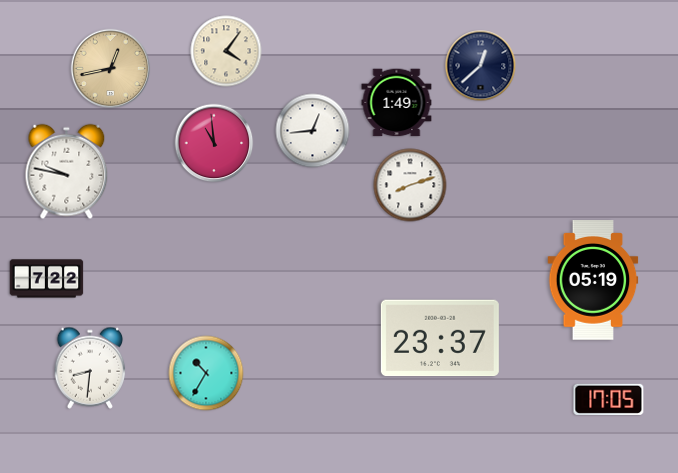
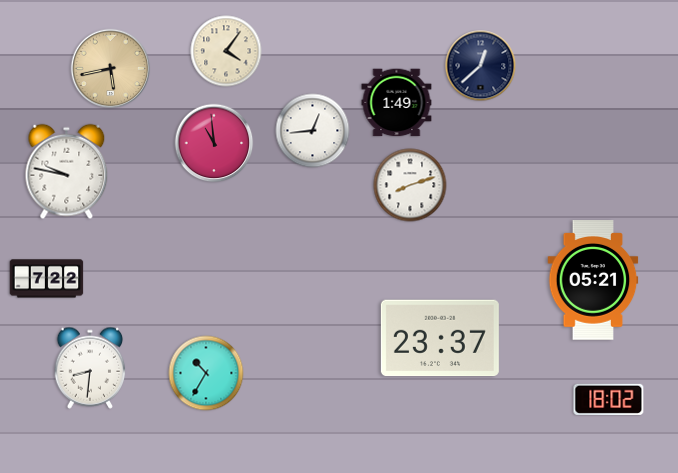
clock at (111, 69): 12:43 -> 5:43
clock at (593, 280): 05:19 -> 05:21
clock at (609, 399): 17:05 -> 18:02
